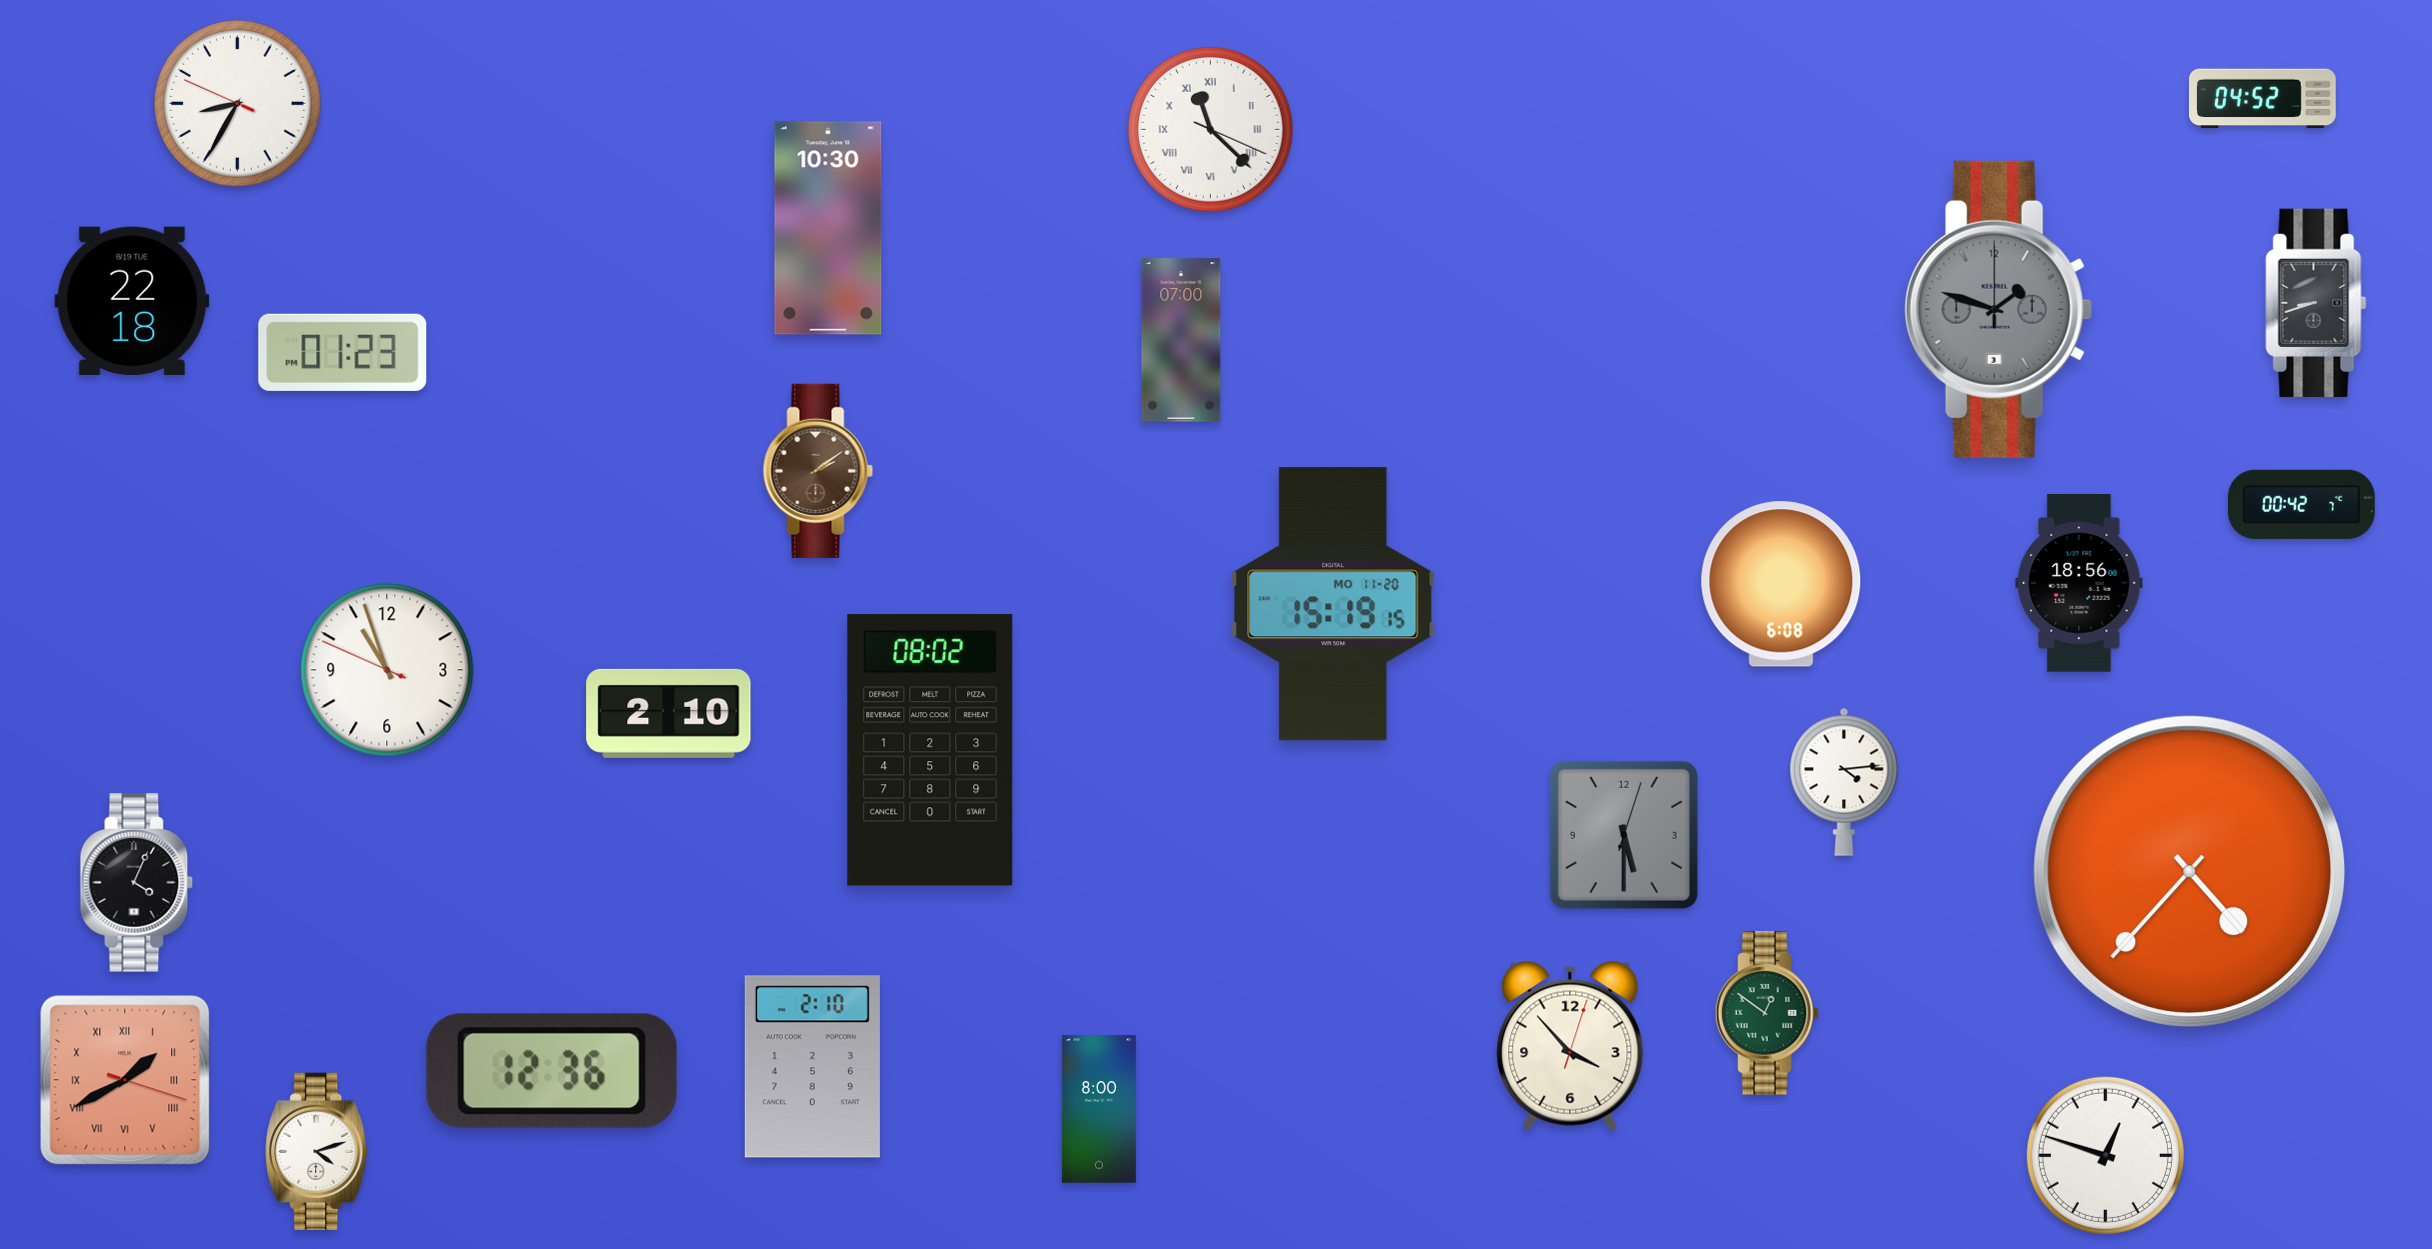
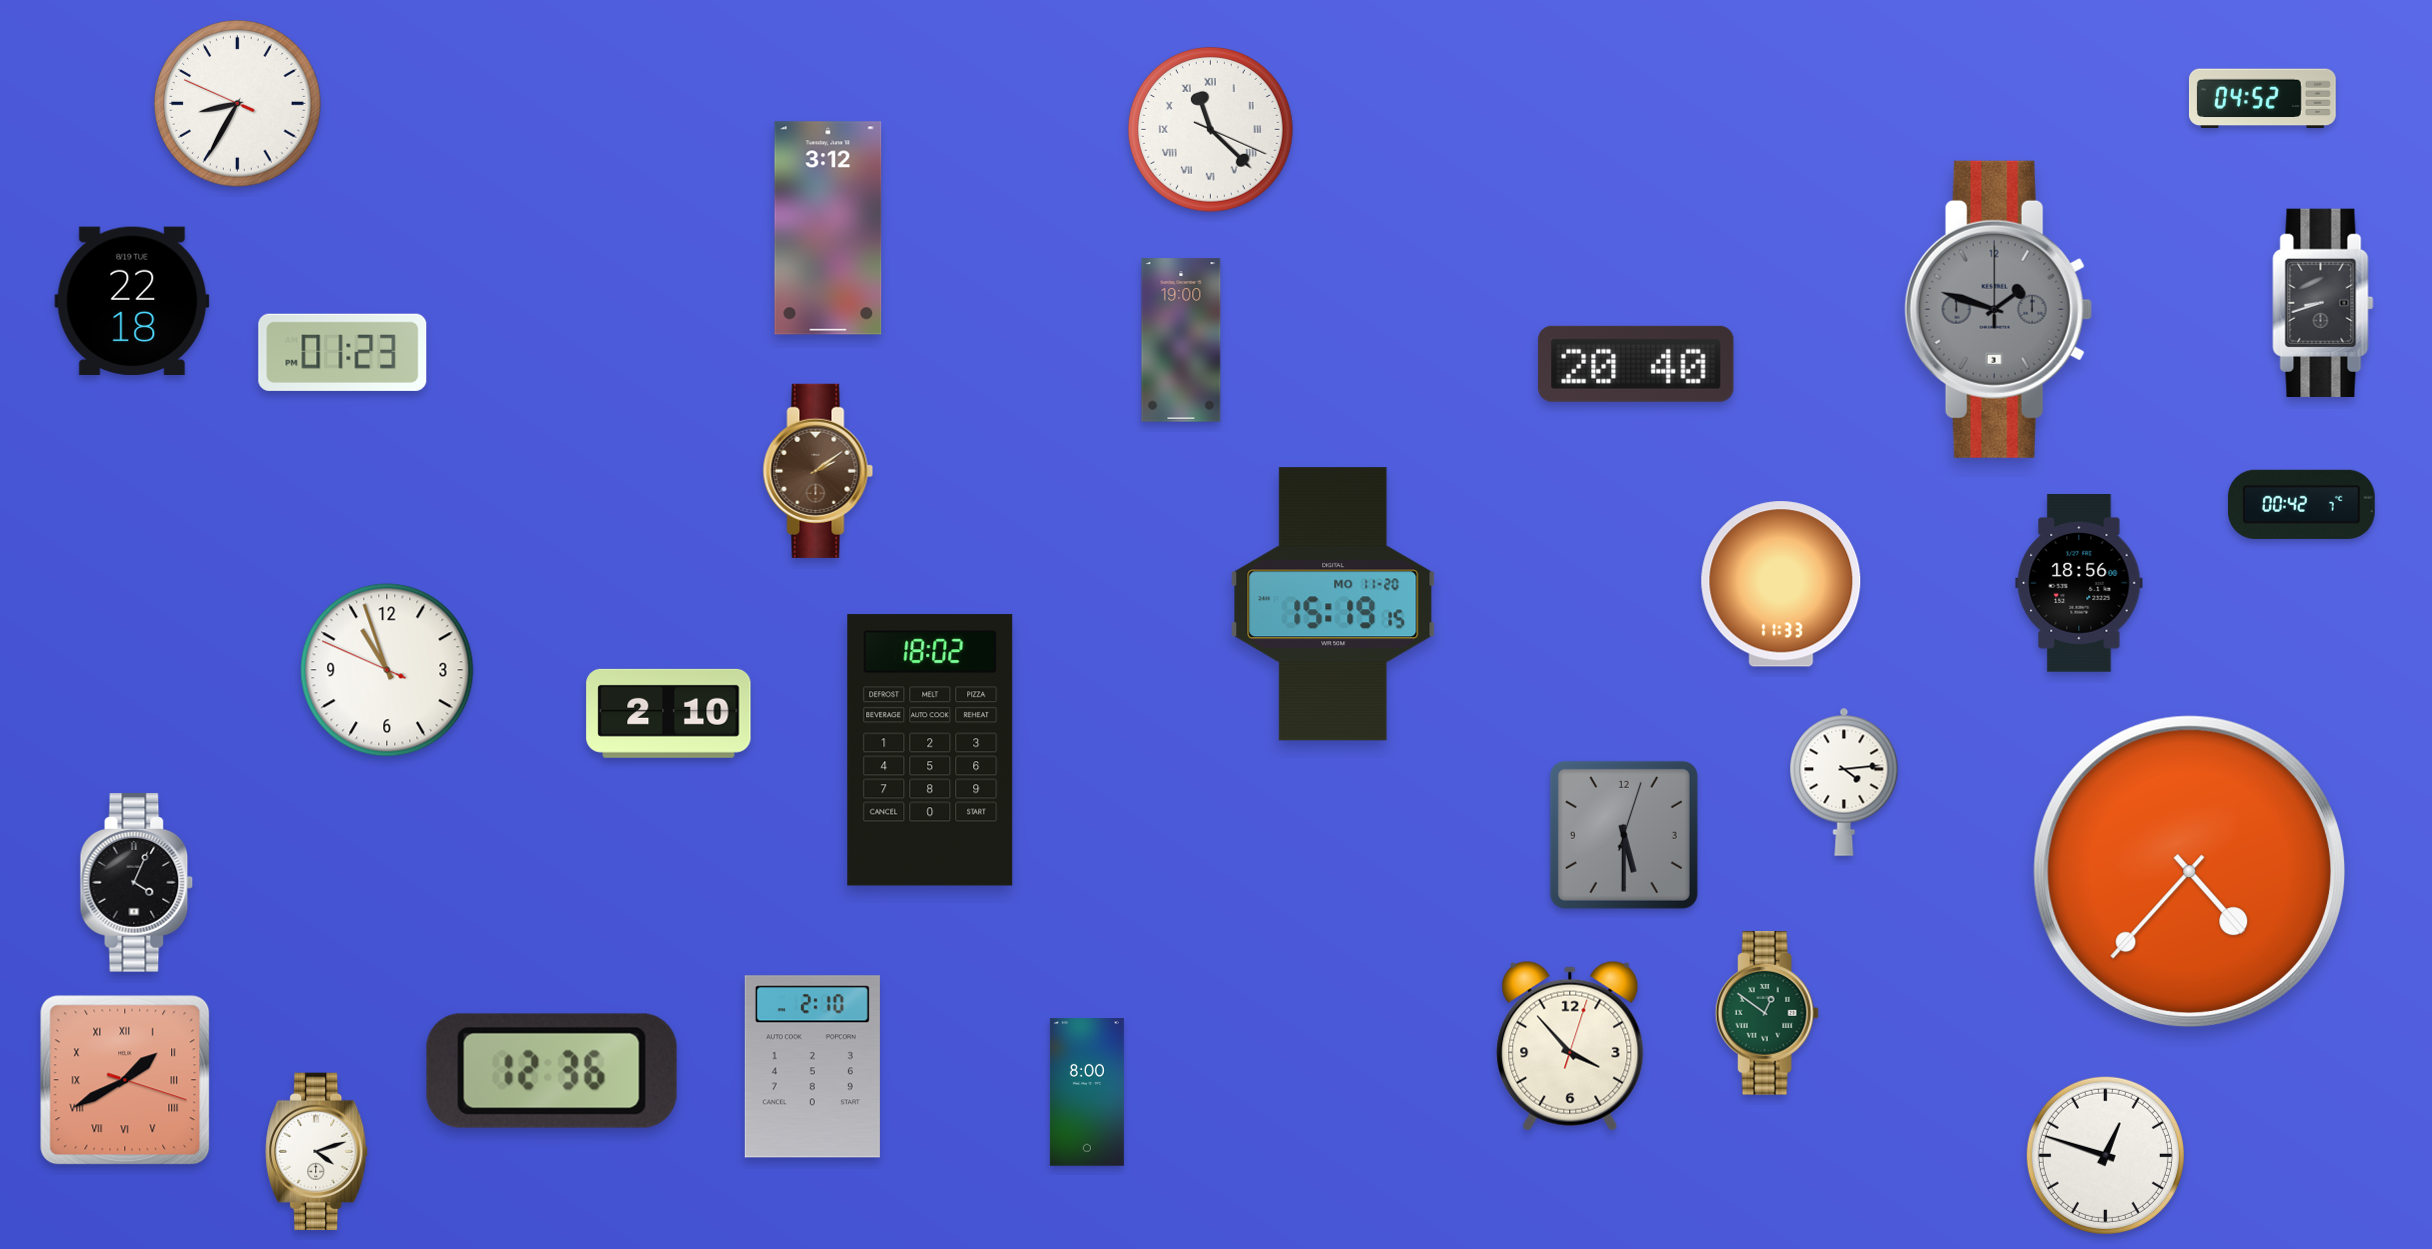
clock at (828, 228): 10:30 -> 3:12
clock at (2316, 303) position: (2316, 303) -> (2323, 303)
clock at (1181, 340): 07:00 -> 19:00
clock at (1636, 364): none -> 20:40
clock at (1781, 584): 6:08 -> 11:33
clock at (930, 750): 08:02 -> 18:02
clock at (1099, 1109) position: (1099, 1109) -> (1087, 1092)
